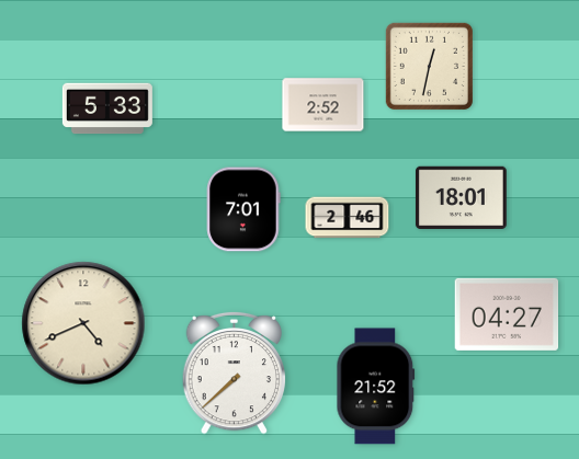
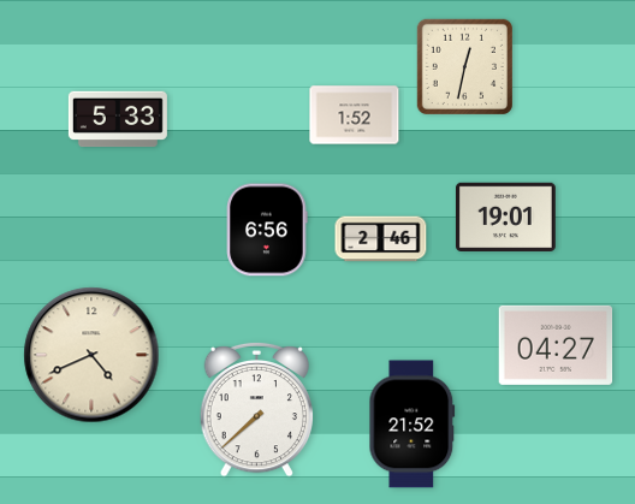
clock at (429, 66) position: (429, 66) -> (464, 66)
clock at (323, 105): 2:52 -> 1:52
clock at (461, 197): 18:01 -> 19:01
clock at (243, 209): 7:01 -> 6:56
